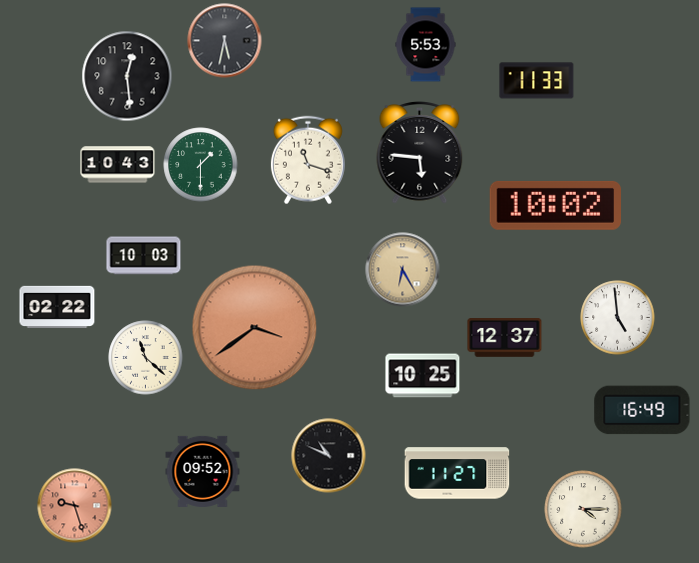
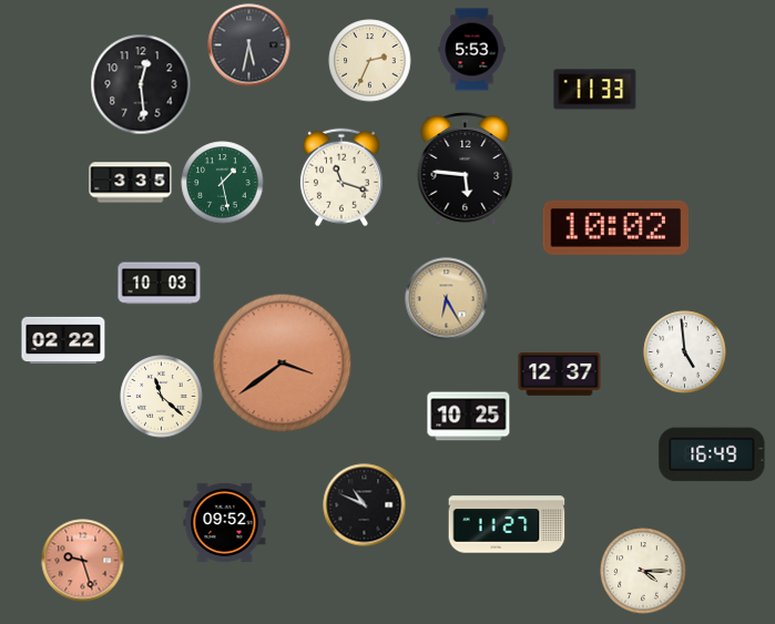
clock at (370, 61): none -> 2:34
clock at (118, 165): 10:43 -> 3:35
clock at (201, 165): 1:30 -> 1:28
clock at (583, 509) position: (583, 509) -> (643, 571)
